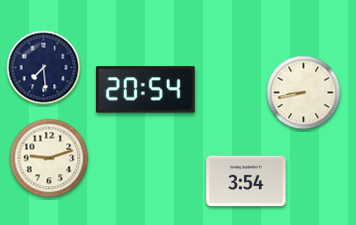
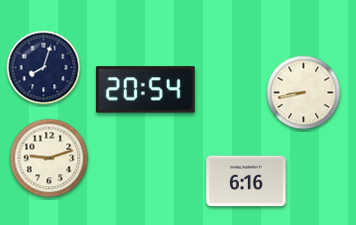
clock at (44, 68): 7:29 -> 8:03
clock at (246, 181): 3:54 -> 6:16
